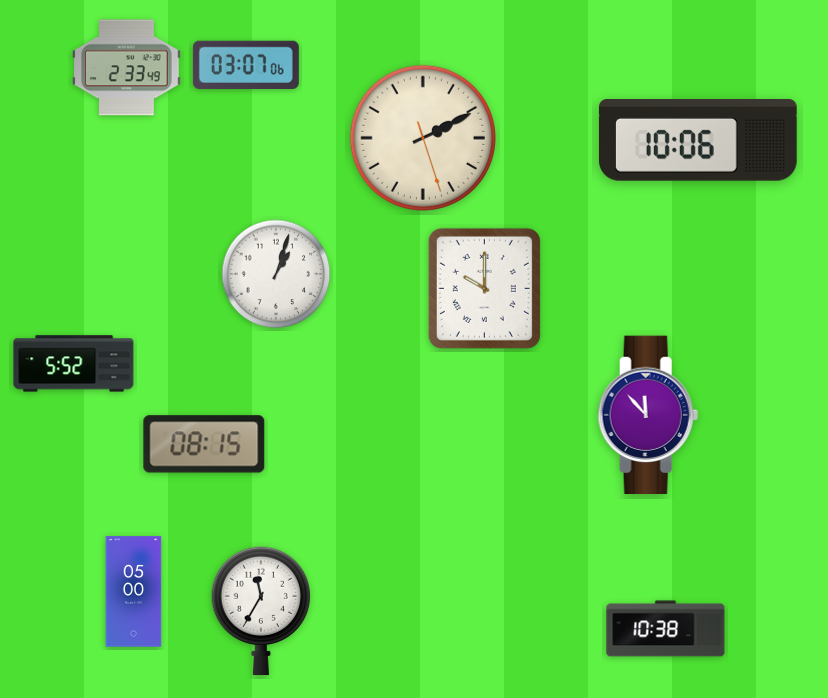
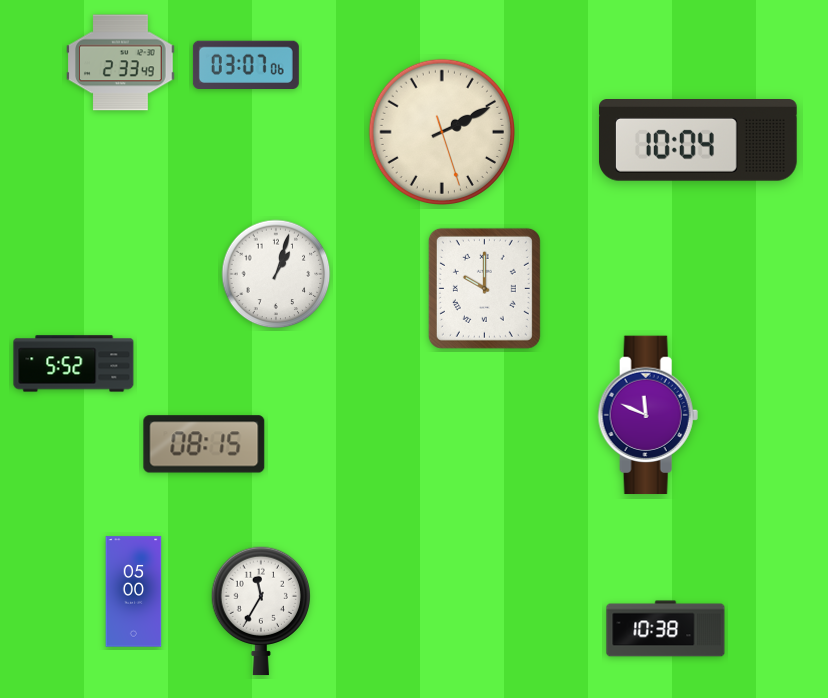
clock at (127, 68) position: (127, 68) -> (121, 63)
clock at (422, 137) position: (422, 137) -> (441, 131)
clock at (698, 141): 10:06 -> 10:04
clock at (648, 415): 11:53 -> 11:49
